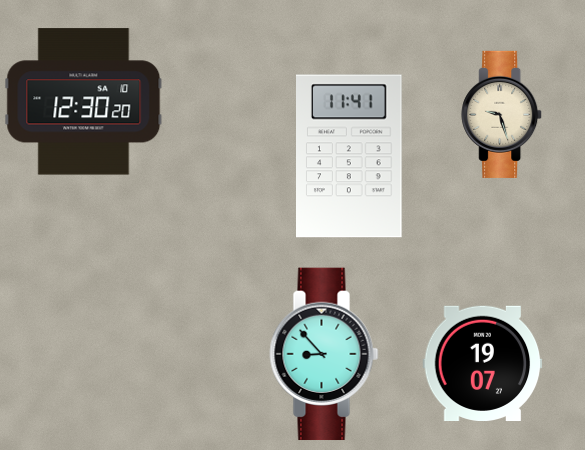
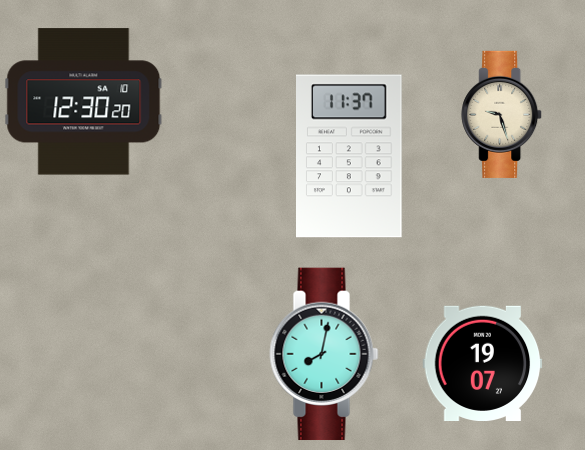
clock at (350, 156): 11:41 -> 11:37
clock at (324, 354): 8:53 -> 8:02
